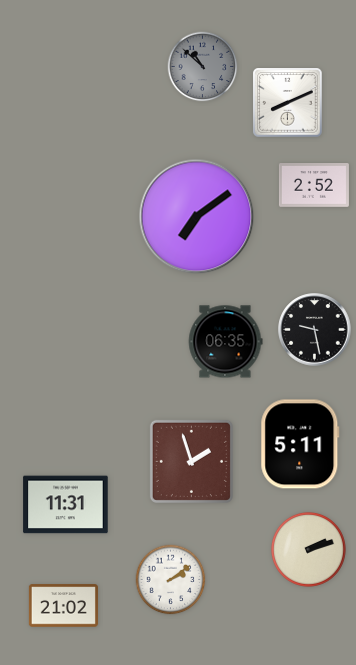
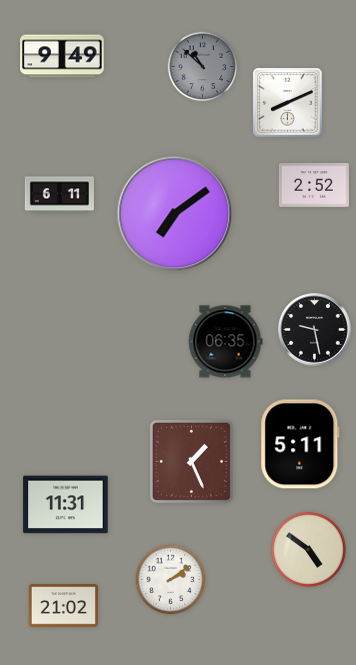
clock at (62, 56): none -> 9:49
clock at (59, 195): none -> 6:11
clock at (197, 217) position: (197, 217) -> (175, 214)
clock at (191, 461): 1:57 -> 1:26
clock at (308, 549): 2:12 -> 4:51
